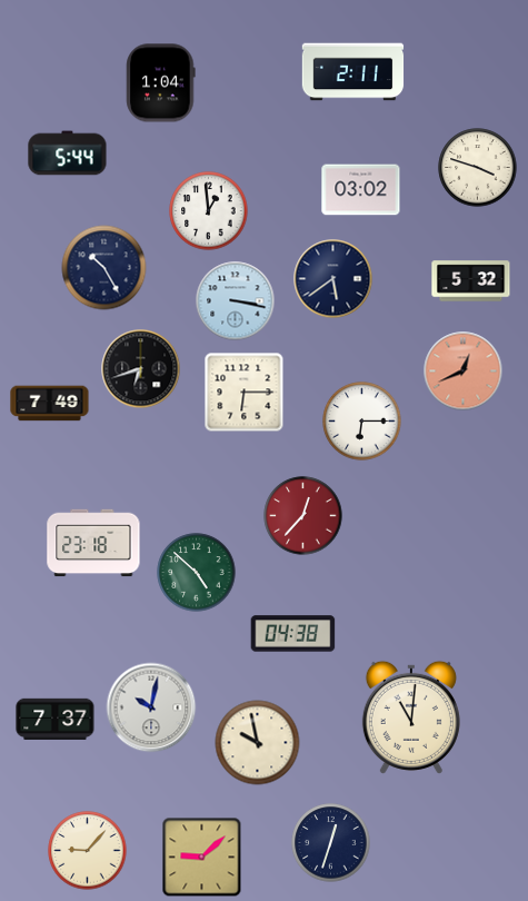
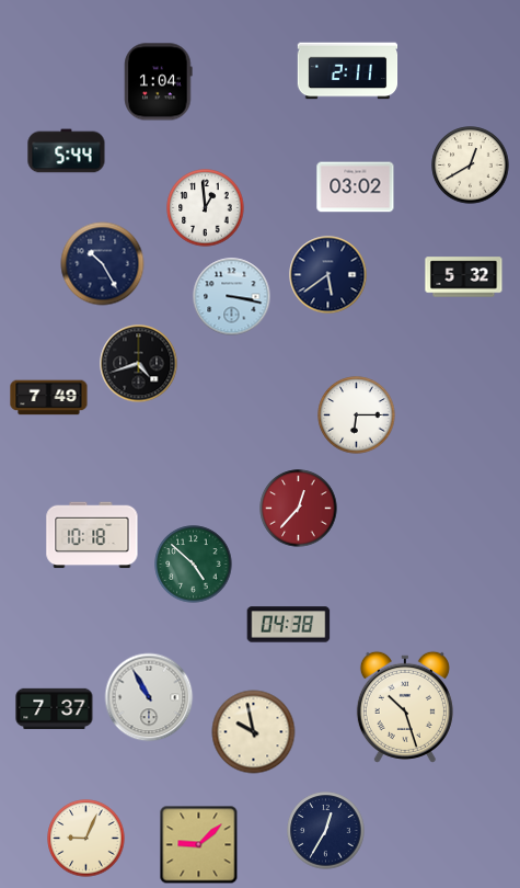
clock at (478, 168): 3:48 -> 12:40
clock at (141, 369): 6:42 -> 4:42
clock at (464, 372): 12:41 -> none
clock at (245, 393): 6:15 -> none
clock at (93, 543): 23:18 -> 10:18
clock at (151, 707): 10:02 -> 10:55
clock at (411, 717): 11:01 -> 10:27
clock at (331, 843): 12:33 -> 12:35
clock at (88, 851): 9:07 -> 9:04
